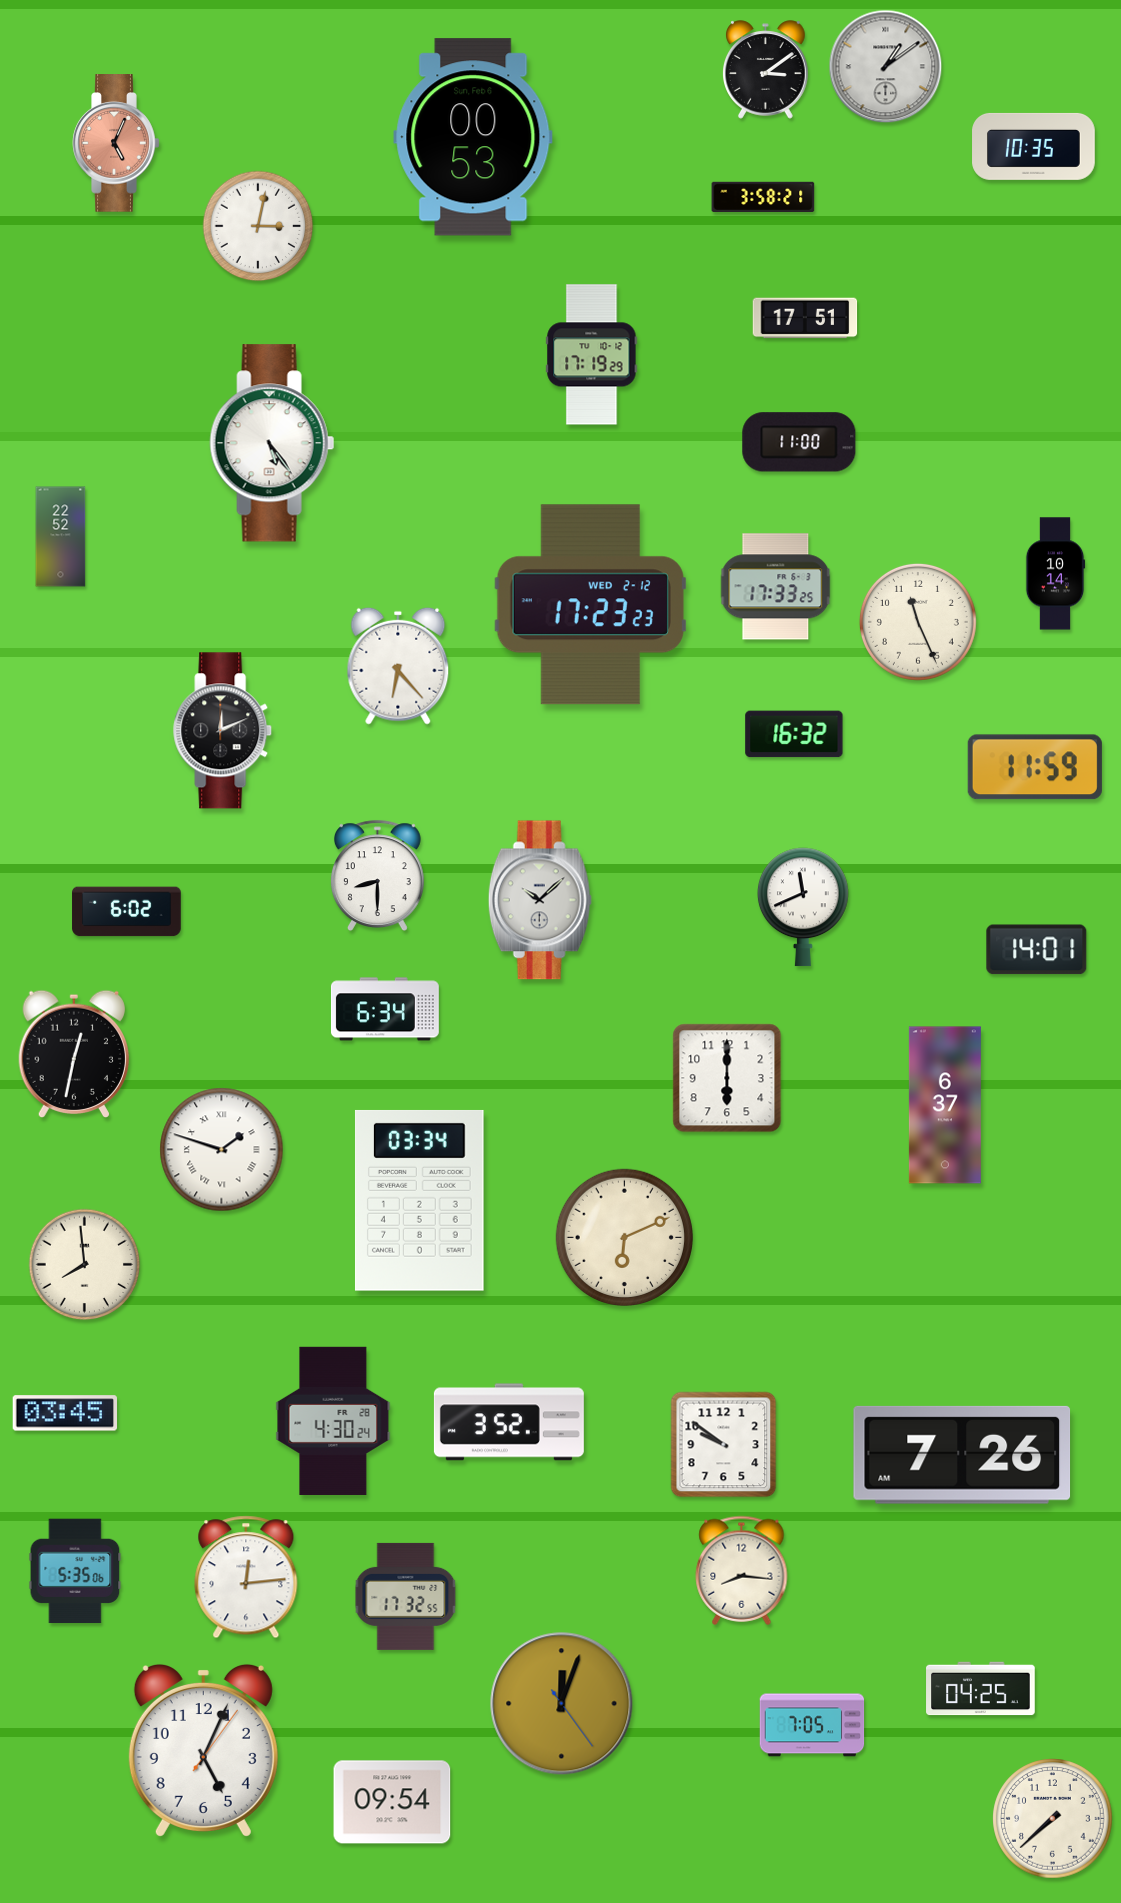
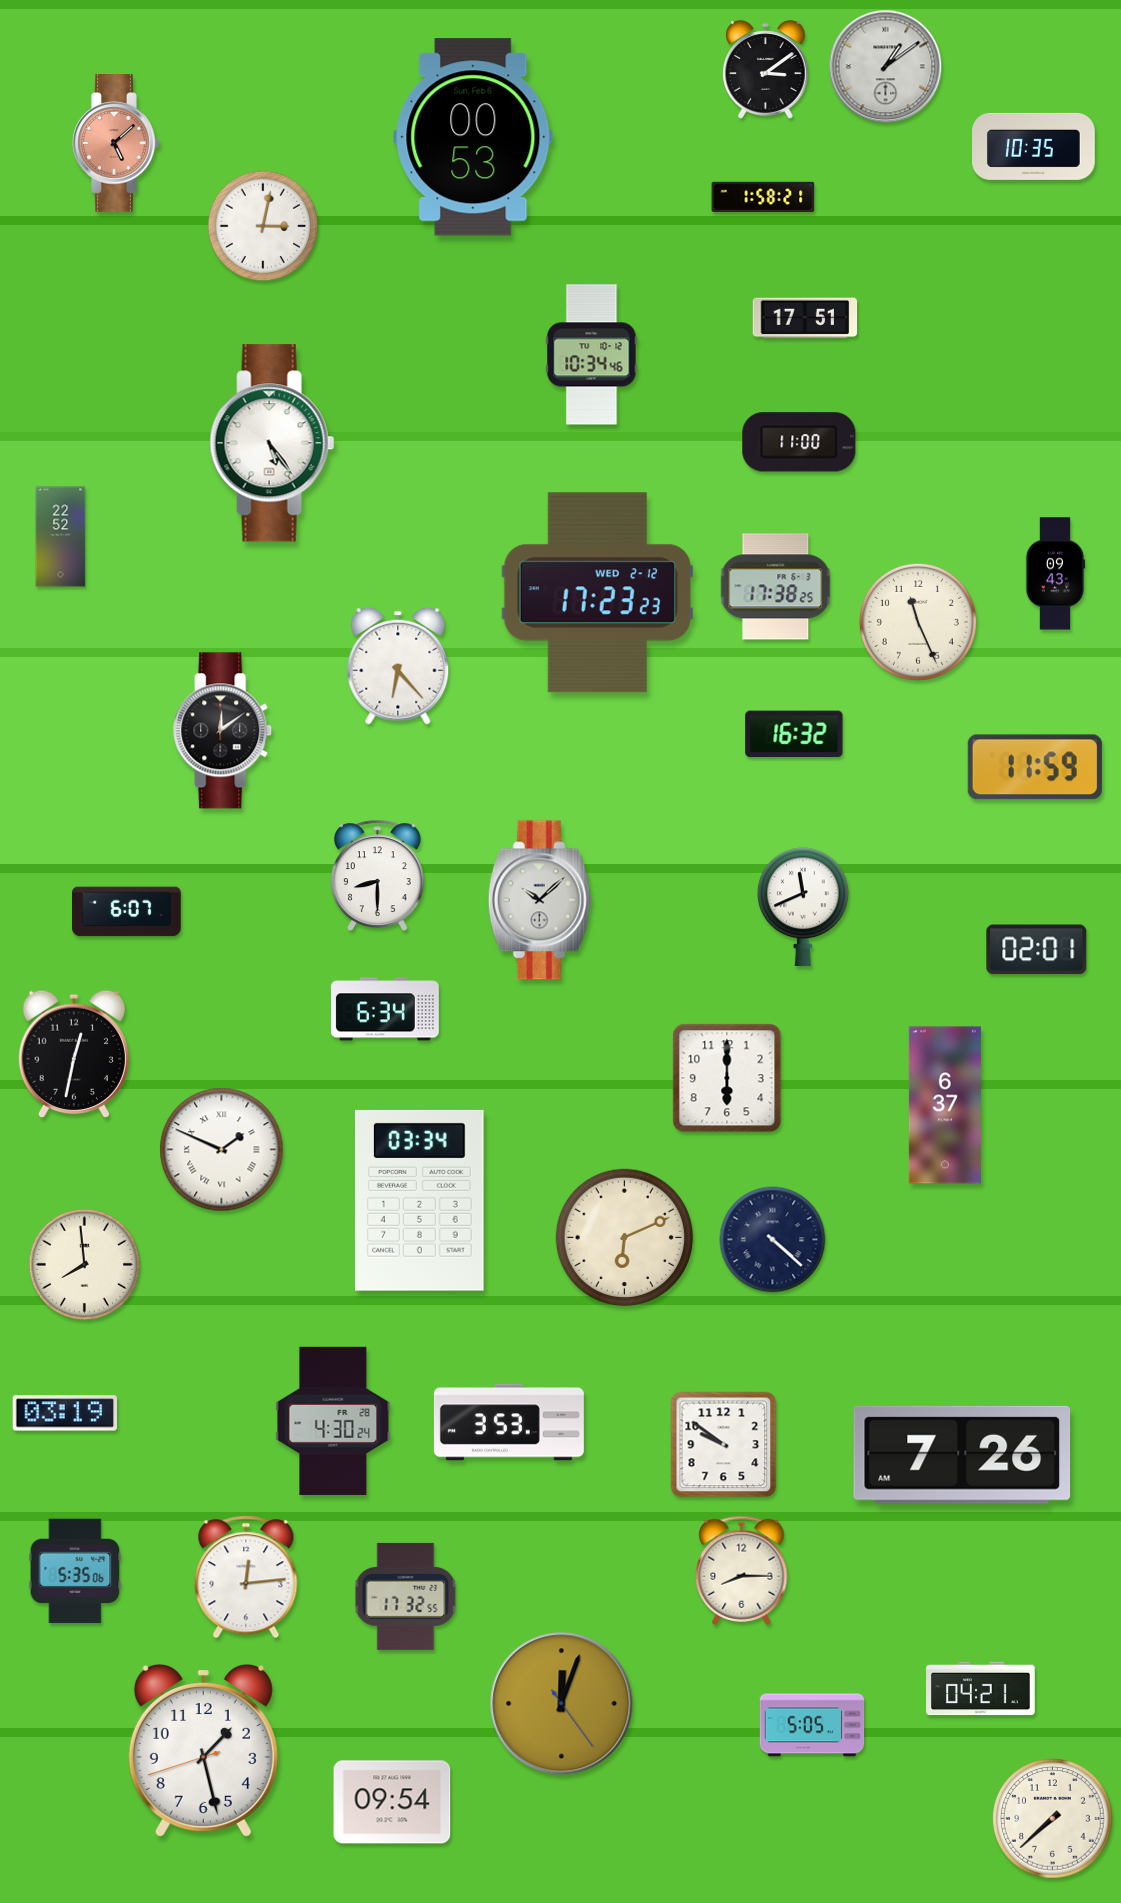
clock at (116, 143): 5:04 -> 5:08
clock at (763, 196): 3:58 -> 1:58
clock at (258, 226) position: (258, 226) -> (263, 226)
clock at (592, 355): 17:19 -> 10:34
clock at (1055, 574): 10:14 -> 09:43
clock at (776, 587): 17:33 -> 17:38
clock at (590, 605) position: (590, 605) -> (597, 593)
clock at (223, 731): 12:11 -> 12:09
clock at (127, 912): 6:02 -> 6:07
clock at (1037, 950): 14:01 -> 02:01
clock at (222, 1150): 1:48 -> 1:49
clock at (773, 1240): none -> 4:22
clock at (65, 1413): 03:45 -> 03:19
clock at (509, 1422): 3:52 -> 3:53
clock at (742, 1570): 8:16 -> 8:15
clock at (981, 1689): 04:25 -> 04:21
clock at (812, 1725): 7:05 -> 5:05
clock at (203, 1750): 5:04 -> 1:27
